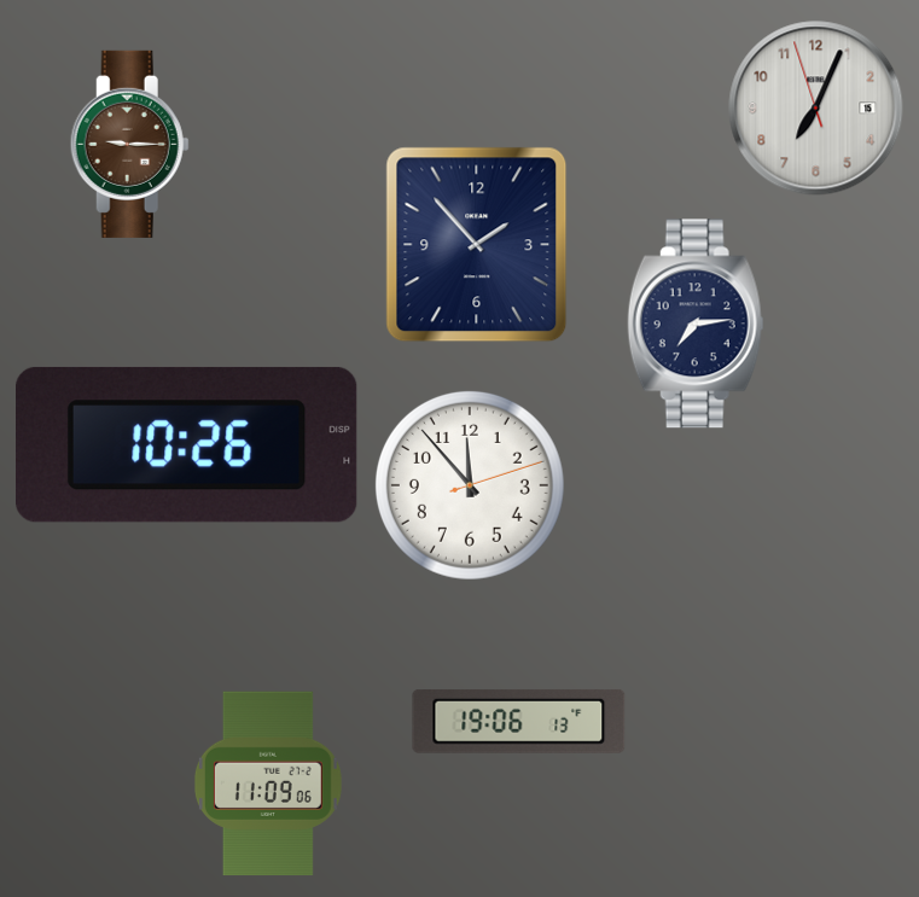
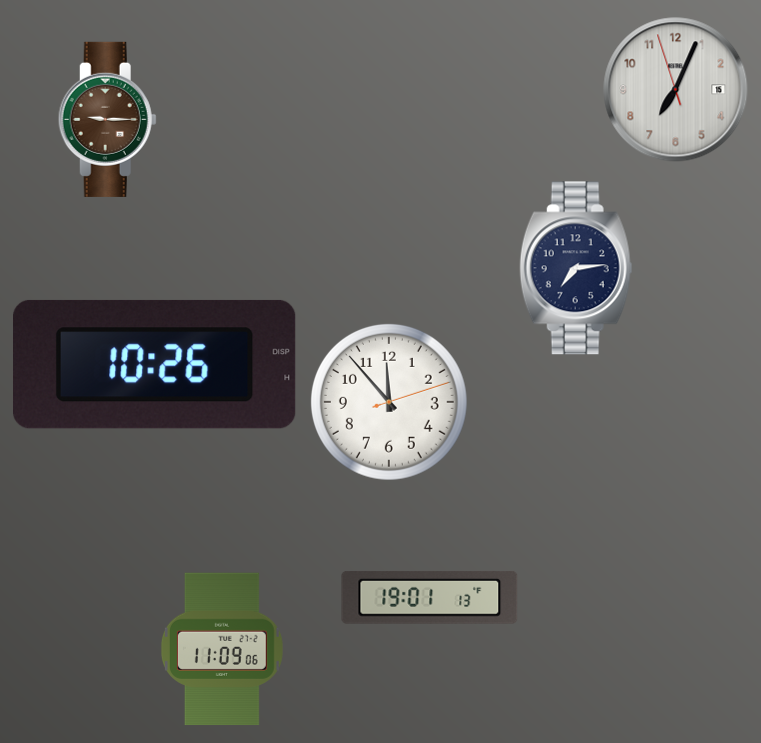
clock at (477, 245): 1:53 -> none
clock at (187, 444) position: (187, 444) -> (155, 364)
clock at (519, 721): 19:06 -> 19:01
